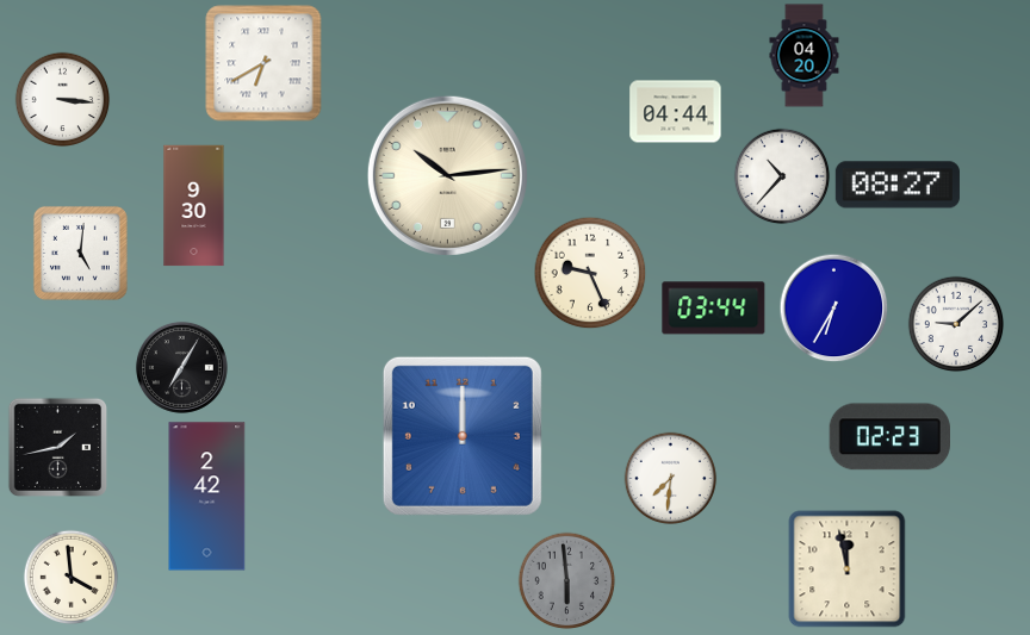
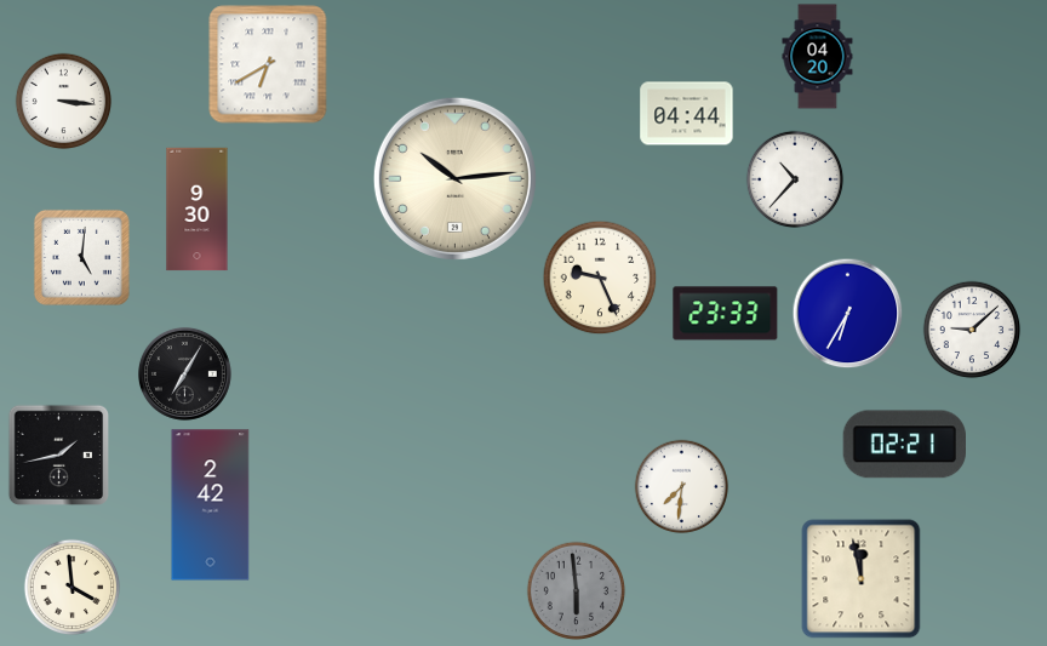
clock at (898, 185): 08:27 -> none
clock at (714, 309): 03:44 -> 23:33
clock at (463, 436): 12:00 -> none
clock at (889, 437): 02:23 -> 02:21
